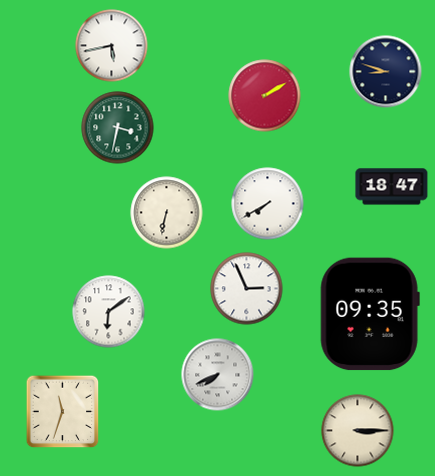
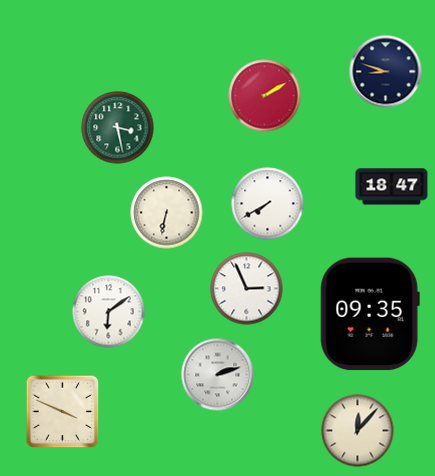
clock at (112, 46): 5:43 -> none
clock at (118, 128): 3:32 -> 3:28
clock at (218, 375): 7:41 -> 2:12
clock at (63, 412): 11:33 -> 3:49
clock at (358, 431): 3:15 -> 12:07
